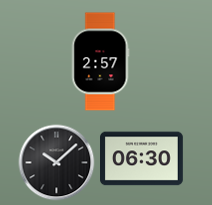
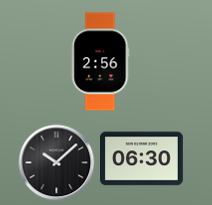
clock at (100, 62): 2:57 -> 2:56
